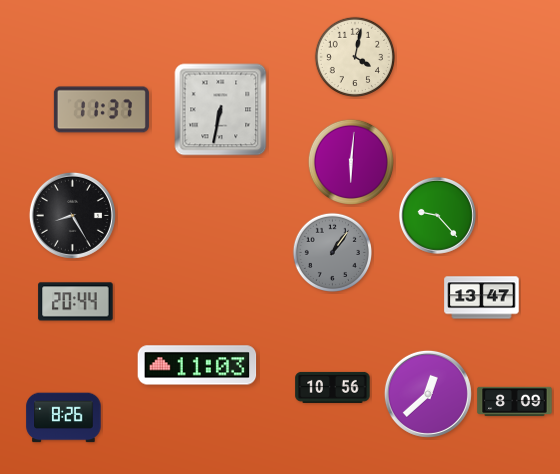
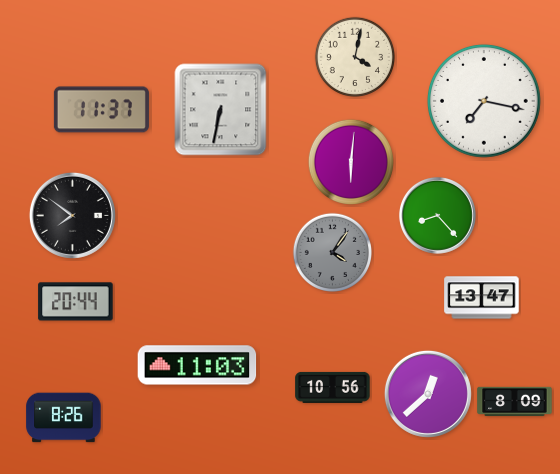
clock at (484, 101): none -> 7:17
clock at (72, 215): 8:25 -> 7:51
clock at (437, 215): 9:23 -> 8:23
clock at (332, 252): 1:06 -> 4:06
